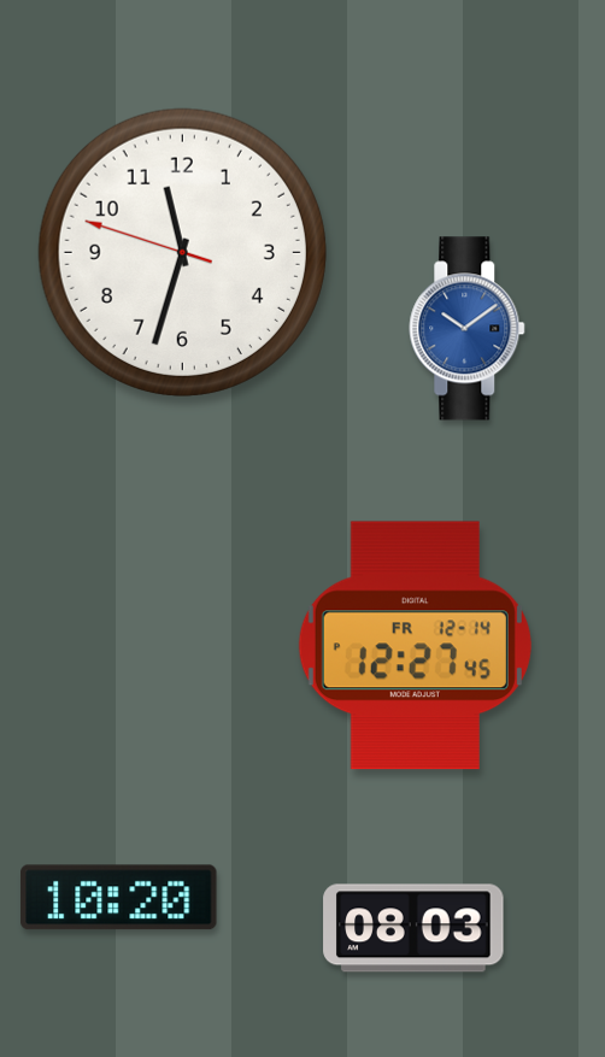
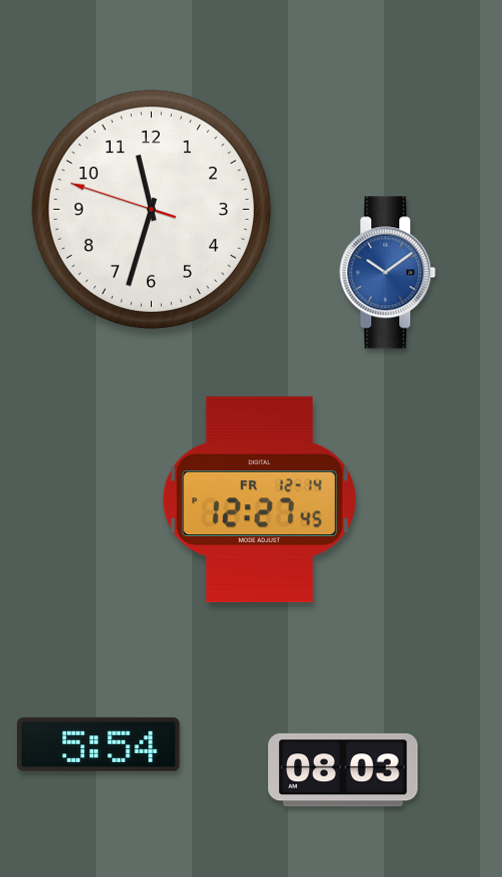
clock at (415, 646) position: (415, 646) -> (259, 500)
clock at (119, 898): 10:20 -> 5:54
